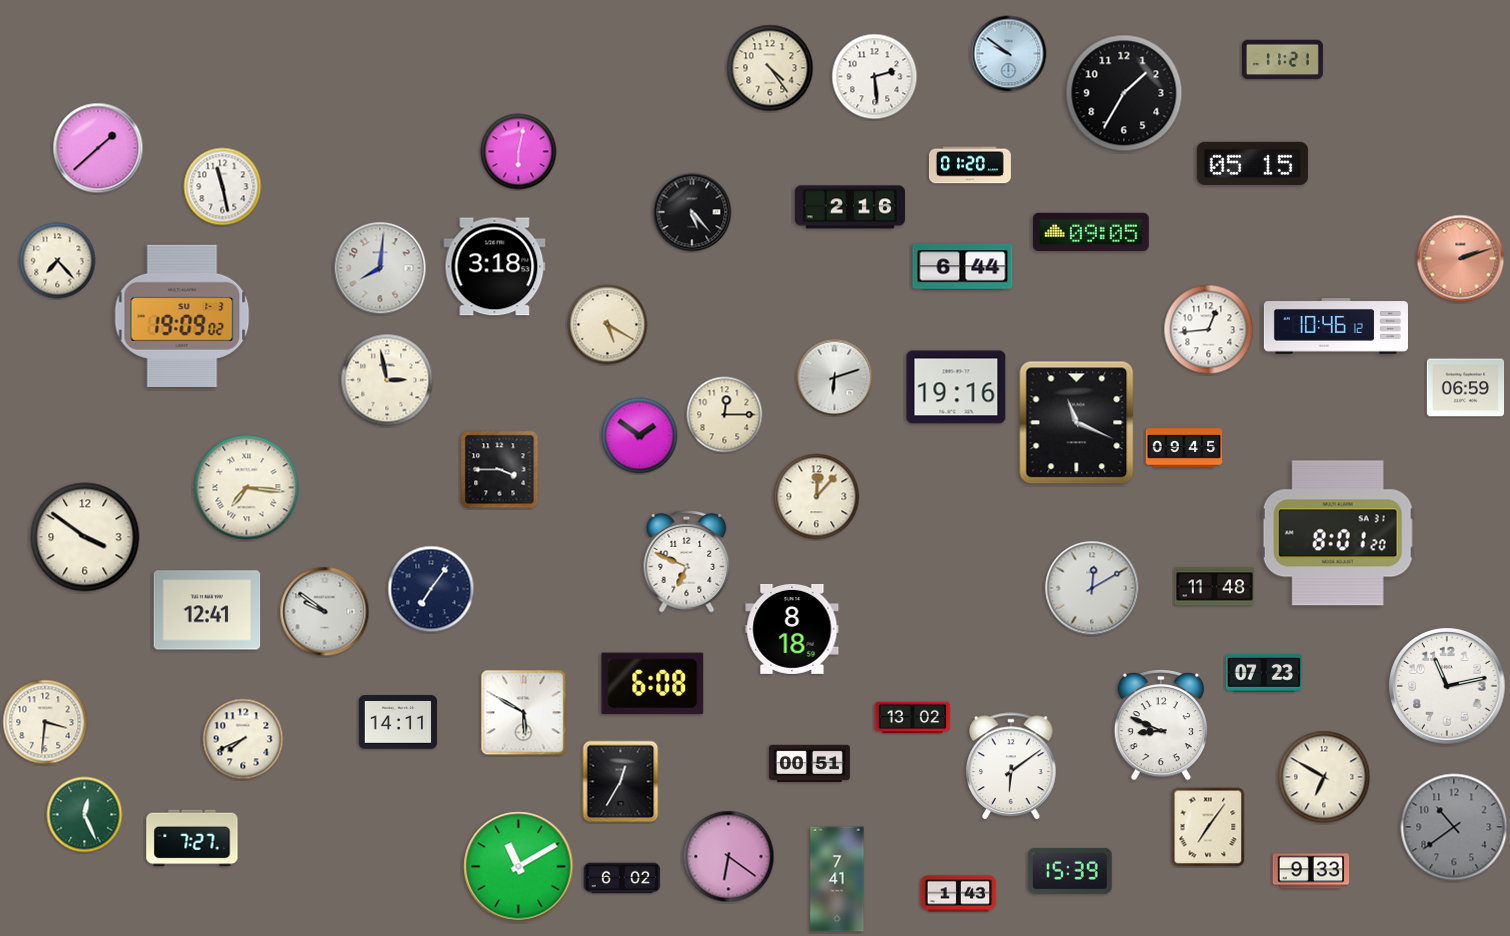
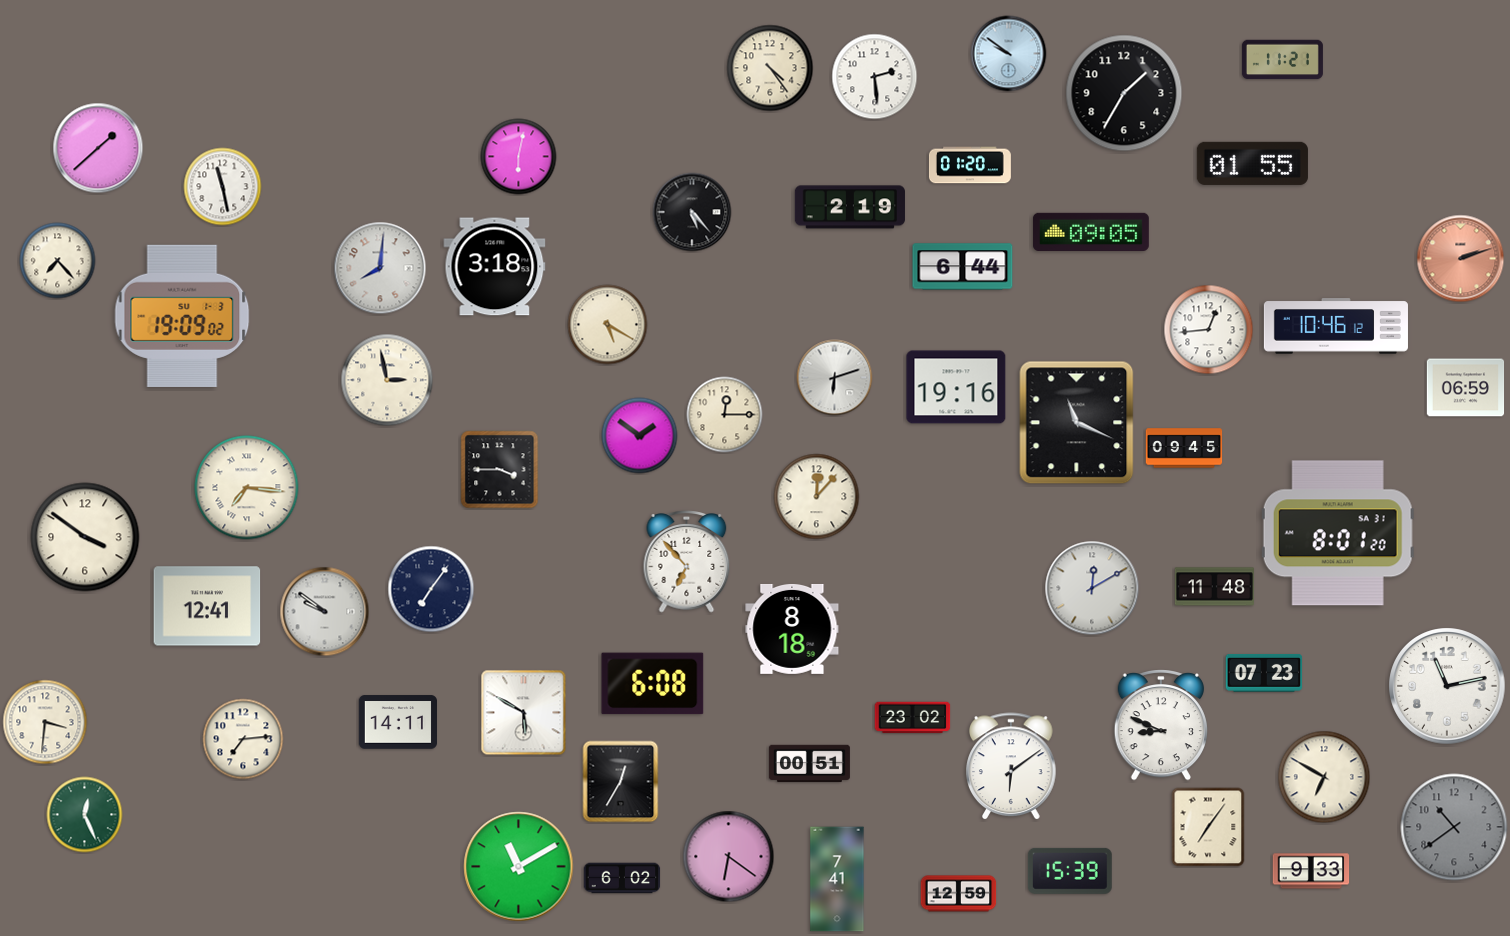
clock at (519, 152) position: (519, 152) -> (519, 157)
clock at (1252, 163): 05:15 -> 01:55
clock at (849, 207): 2:16 -> 2:19
clock at (687, 562): 6:49 -> 6:53
clock at (207, 610) position: (207, 610) -> (207, 606)
clock at (913, 718): 13:02 -> 23:02
clock at (243, 739): 7:41 -> 7:14
clock at (192, 838): 7:27 -> none
clock at (959, 894): 1:43 -> 12:59
